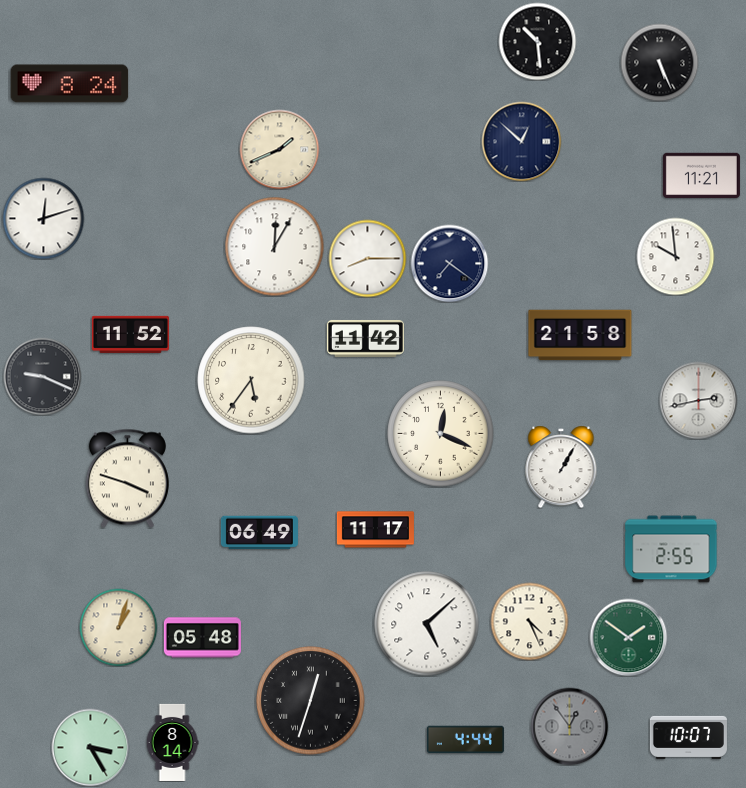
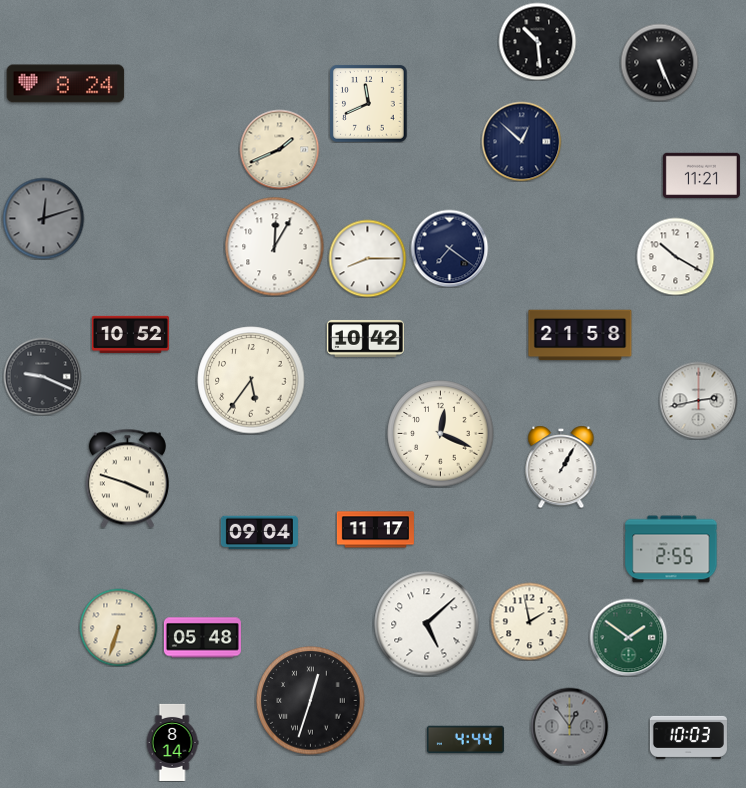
clock at (70, 84) position: (70, 84) -> (66, 84)
clock at (369, 104): none -> 11:41
clock at (43, 218) dial: white -> grey
clock at (675, 256): 9:59 -> 10:20
clock at (449, 263) position: (449, 263) -> (449, 248)
clock at (130, 334): 11:52 -> 10:52
clock at (365, 338): 11:42 -> 10:42
clock at (259, 533): 06:49 -> 09:04
clock at (529, 621): 4:26 -> 1:58
clock at (118, 627): 1:03 -> 6:33
clock at (688, 737): 10:07 -> 10:03
clock at (90, 747): 3:25 -> none
